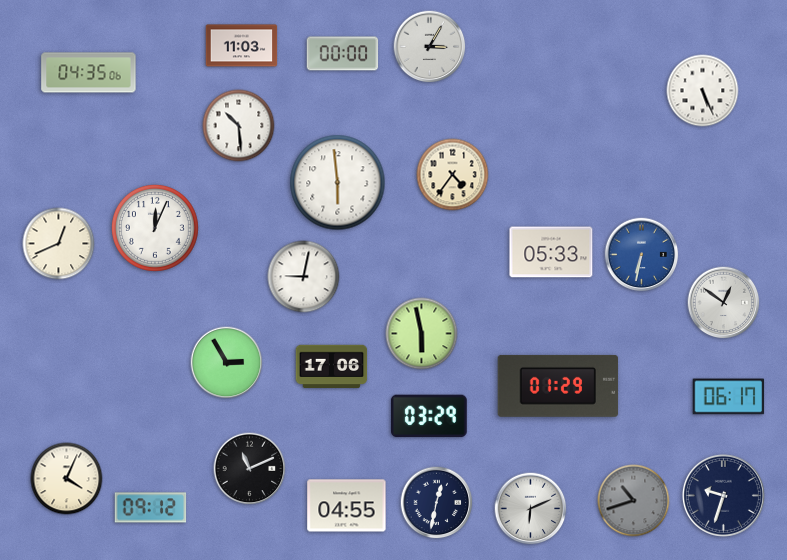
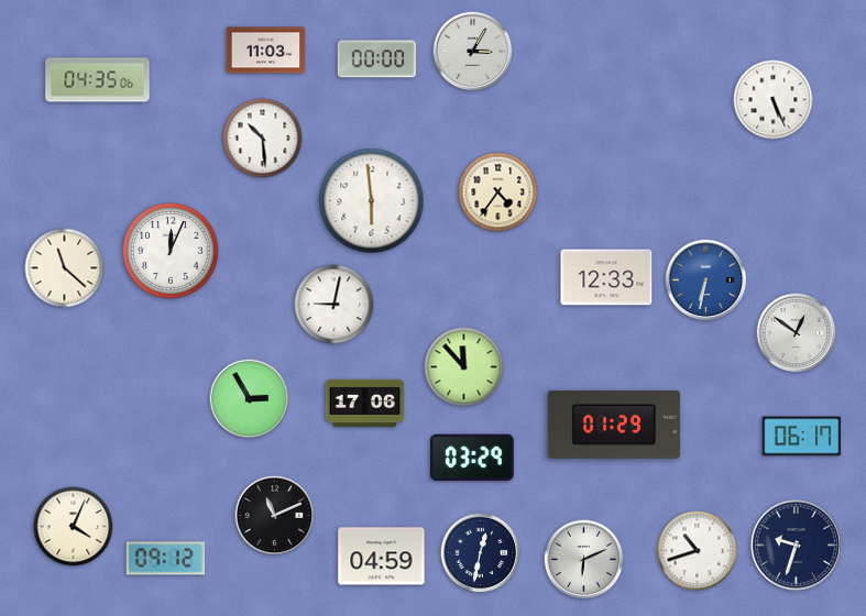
clock at (59, 244): 12:41 -> 11:22
clock at (551, 252): 05:33 -> 12:33
clock at (422, 334): 5:58 -> 11:53
clock at (634, 501) dial: grey -> white
clock at (347, 506): 04:55 -> 04:59
